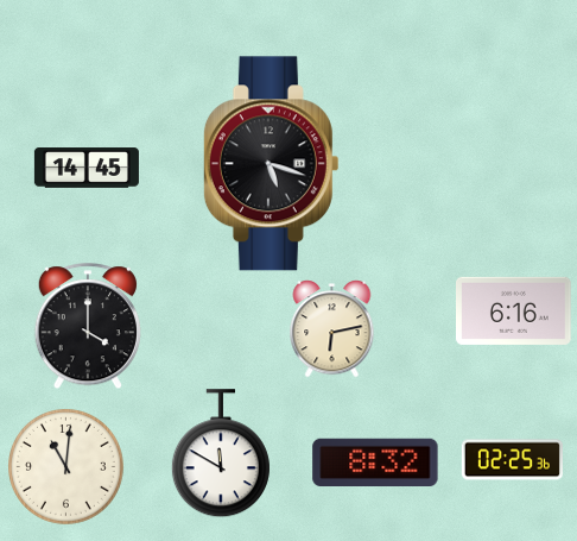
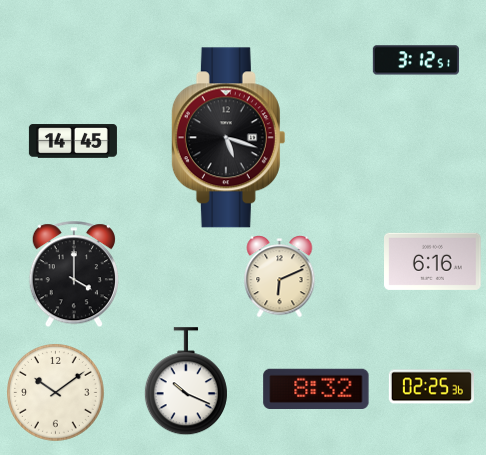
clock at (416, 60): none -> 3:12
clock at (332, 328): 6:13 -> 6:11
clock at (221, 453): 11:50 -> 10:19
clock at (66, 467): 11:01 -> 10:09
